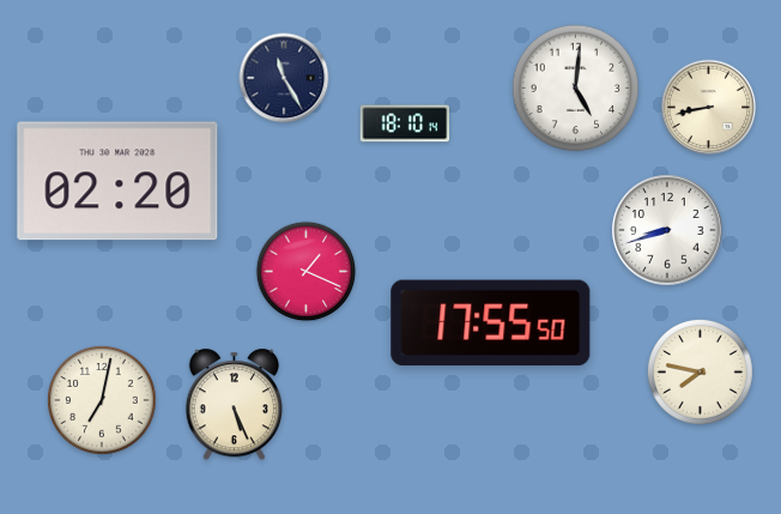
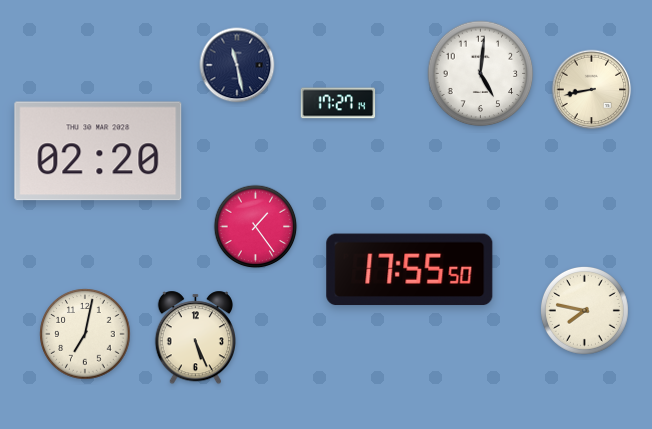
clock at (284, 78): 11:25 -> 11:28
clock at (405, 123): 18:10 -> 17:27
clock at (667, 230): 8:42 -> none
clock at (307, 272): 1:19 -> 1:24
